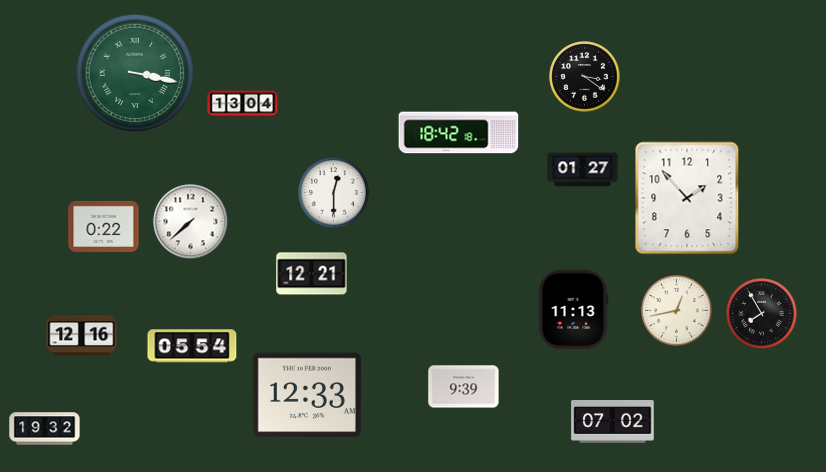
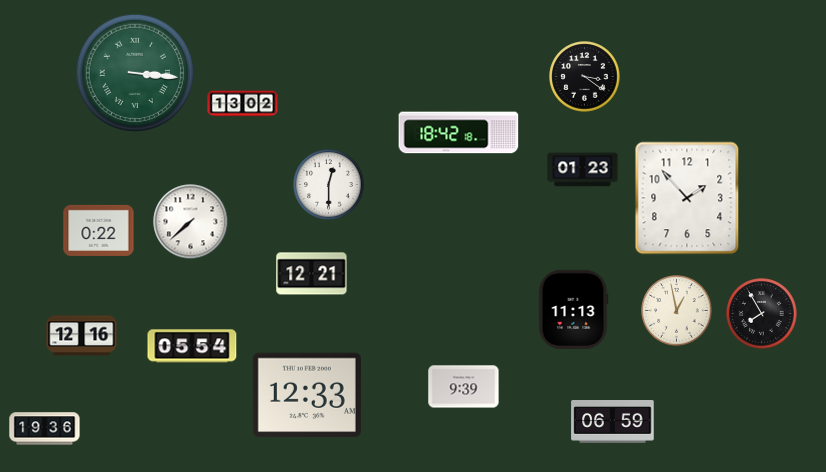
clock at (135, 73): 3:17 -> 3:16
clock at (243, 104): 13:04 -> 13:02
clock at (583, 170): 01:27 -> 01:23
clock at (334, 193) position: (334, 193) -> (329, 185)
clock at (104, 226) position: (104, 226) -> (99, 230)
clock at (677, 311): 12:43 -> 12:58
clock at (613, 422): 07:02 -> 06:59
clock at (45, 429): 19:32 -> 19:36
